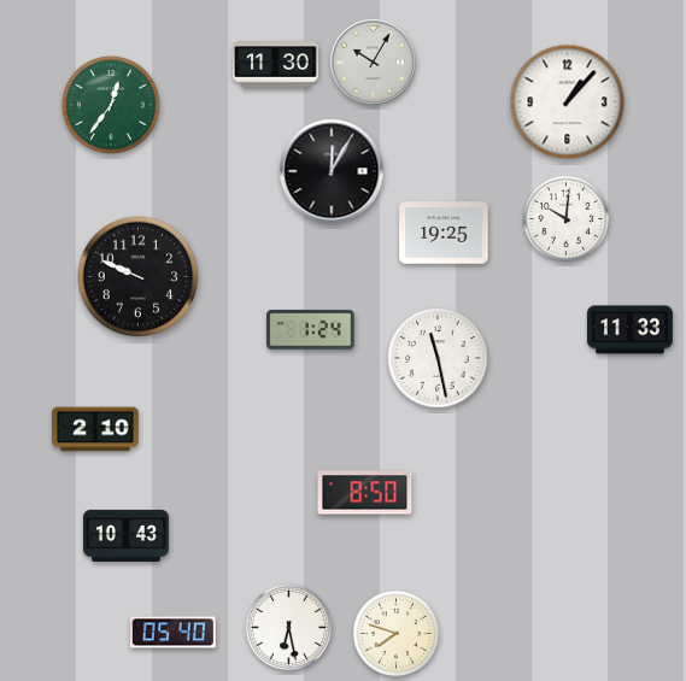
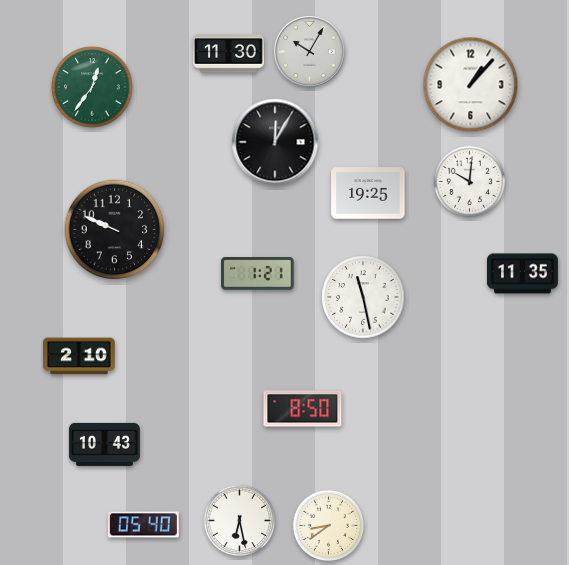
clock at (311, 330): 1:24 -> 1:21
clock at (629, 330): 11:33 -> 11:35
clock at (397, 634): 7:48 -> 8:39
